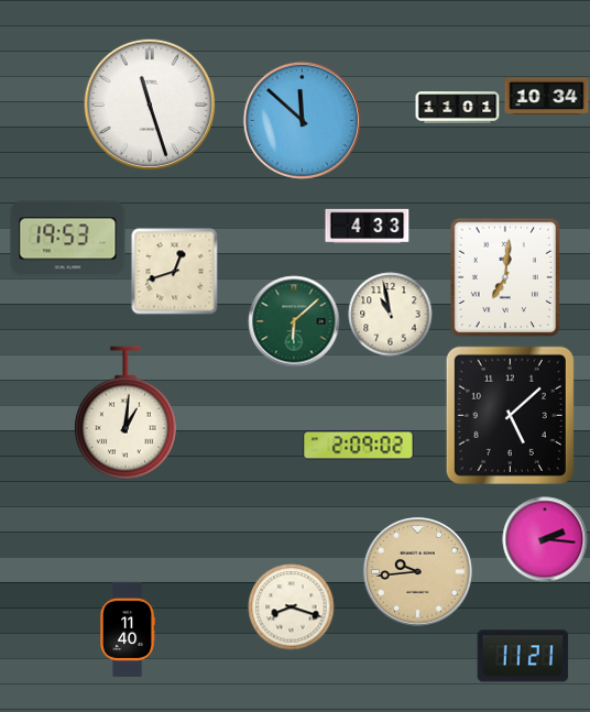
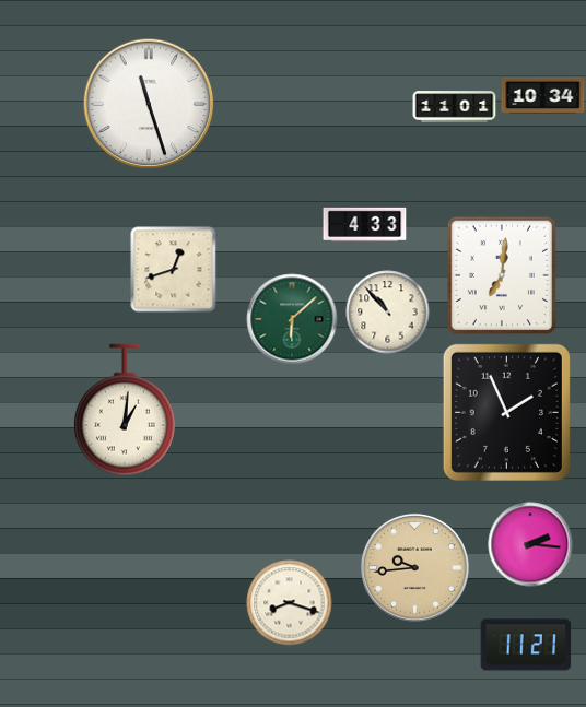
clock at (302, 120): 11:52 -> none
clock at (68, 239): 19:53 -> none
clock at (391, 315): 10:58 -> 10:53
clock at (510, 415): 5:08 -> 1:56
clock at (359, 446): 2:09 -> none
clock at (545, 539) position: (545, 539) -> (530, 544)
clock at (128, 629): 11:40 -> none
clock at (523, 656) position: (523, 656) -> (526, 645)
